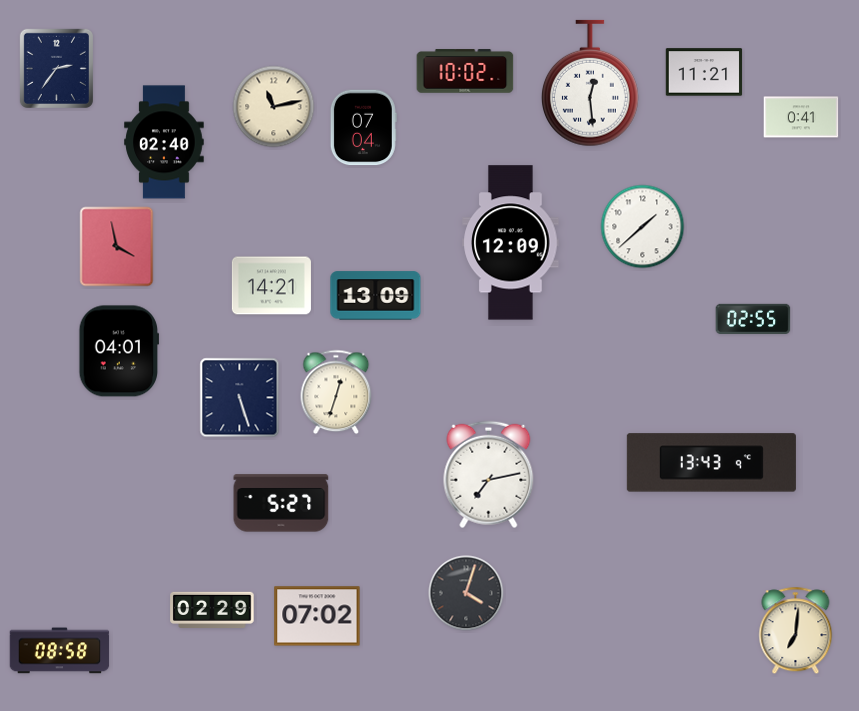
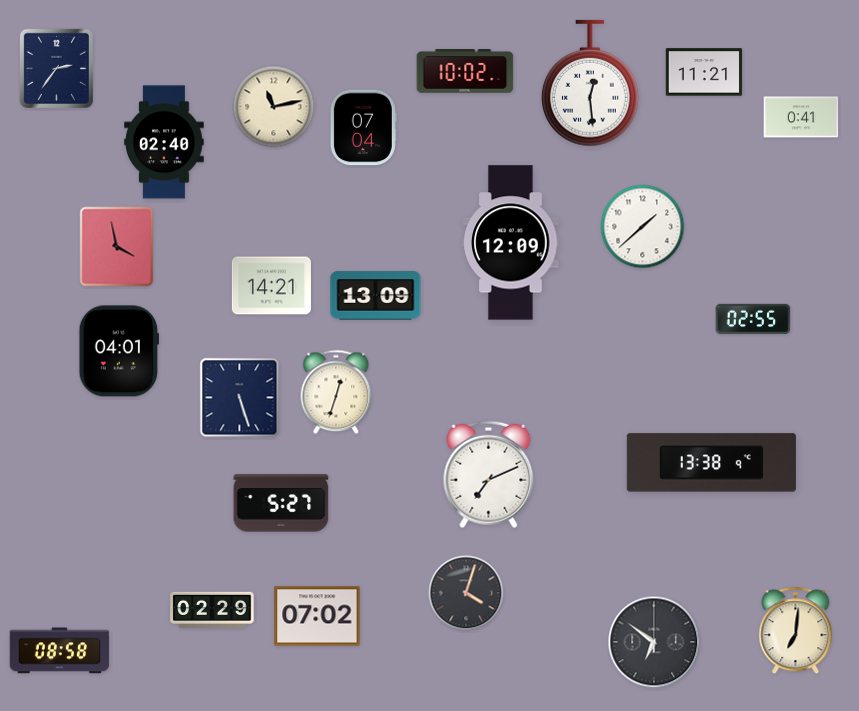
clock at (711, 463): 13:43 -> 13:38
clock at (489, 475): 7:13 -> 7:11
clock at (654, 642): none -> 6:51
